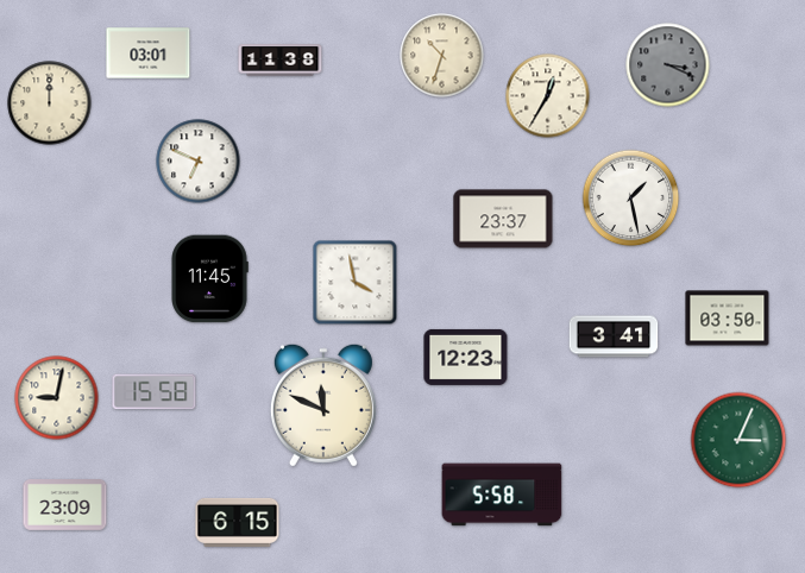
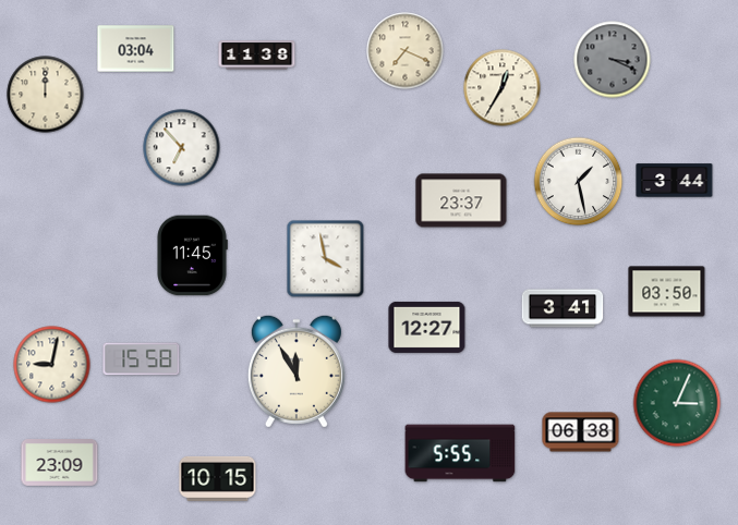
clock at (149, 53): 03:01 -> 03:04
clock at (442, 56): 10:33 -> 7:19
clock at (199, 162): 6:49 -> 6:53
clock at (675, 181): none -> 3:44
clock at (466, 357): 12:23 -> 12:27
clock at (323, 405): 11:49 -> 11:55
clock at (581, 432): none -> 06:38
clock at (502, 495): 5:58 -> 5:55
clock at (238, 522): 6:15 -> 10:15
